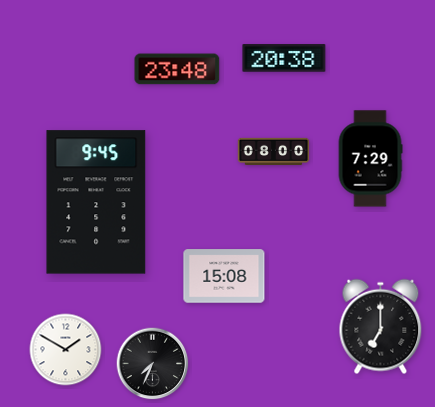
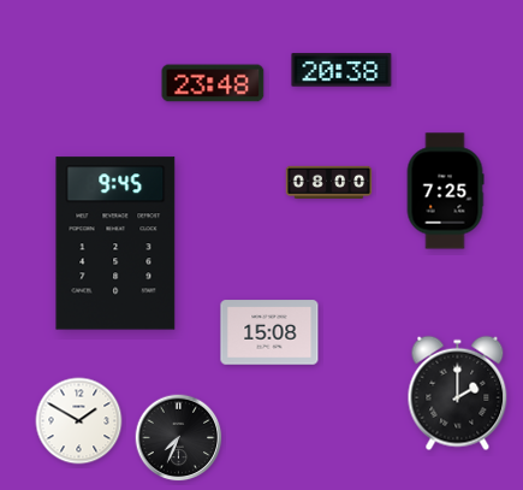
clock at (370, 159): 7:29 -> 7:25
clock at (381, 327): 7:00 -> 2:00
clock at (153, 364) position: (153, 364) -> (179, 438)
